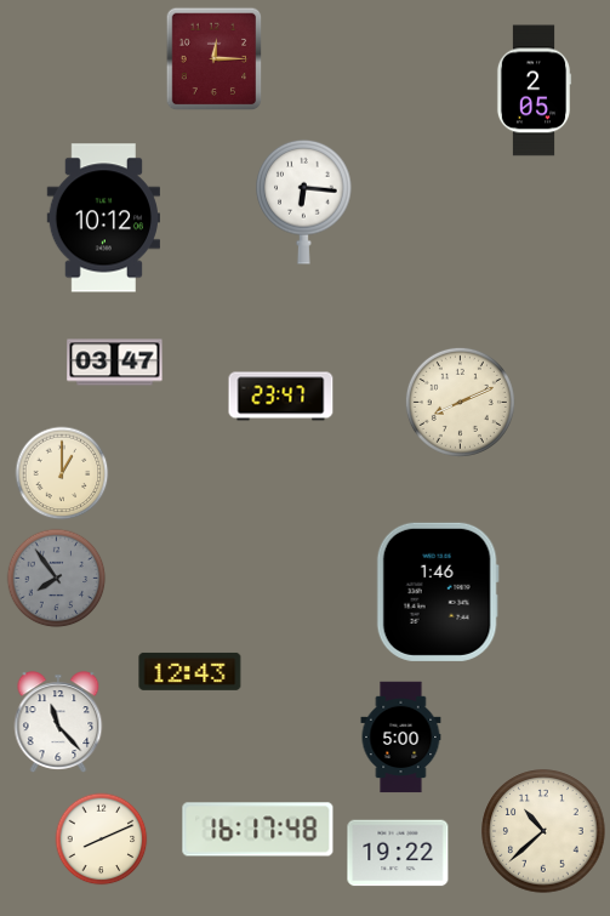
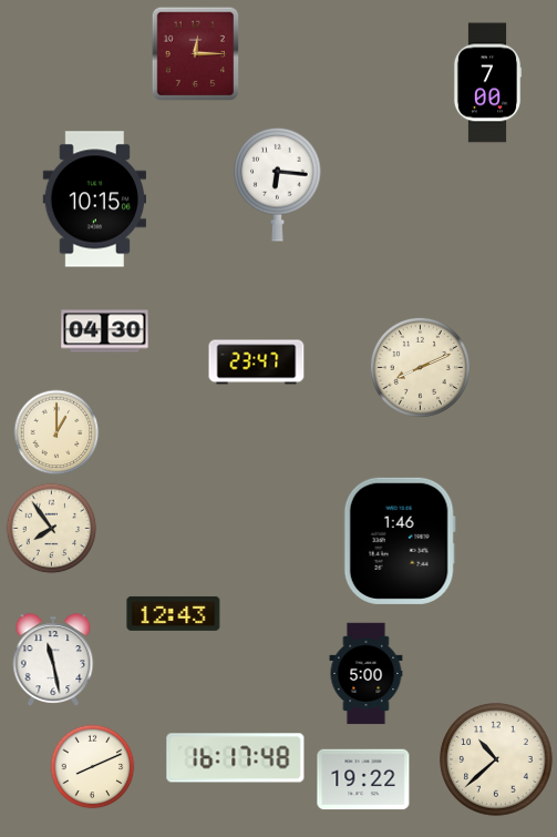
clock at (534, 91): 2:05 -> 7:00
clock at (103, 218): 10:12 -> 10:15
clock at (115, 363): 03:47 -> 04:30
clock at (57, 579) dial: grey -> cream
clock at (58, 722): 11:23 -> 11:28
